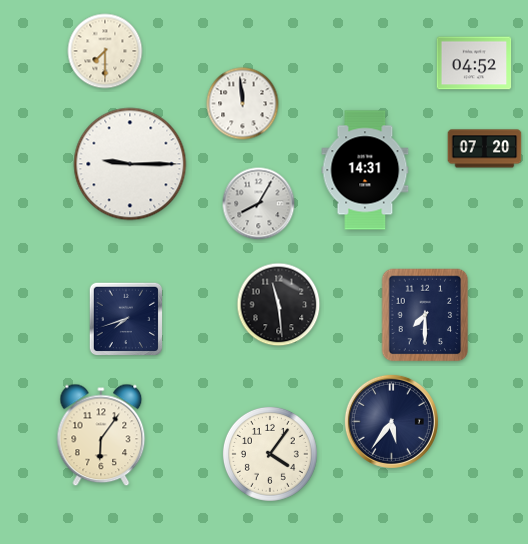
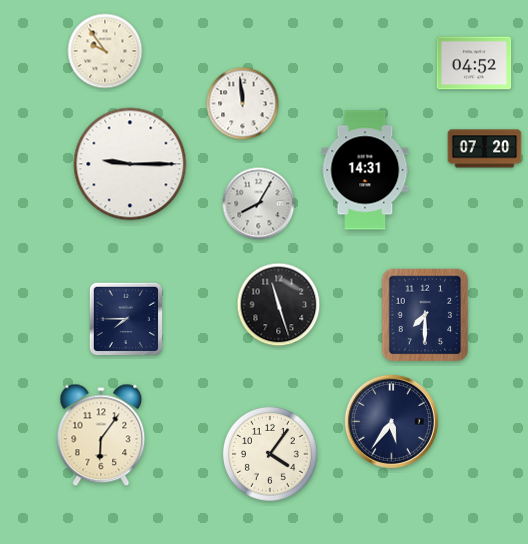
clock at (105, 51): 7:30 -> 9:54
clock at (279, 305): 11:29 -> 11:27
clock at (125, 318): 7:42 -> 7:45
